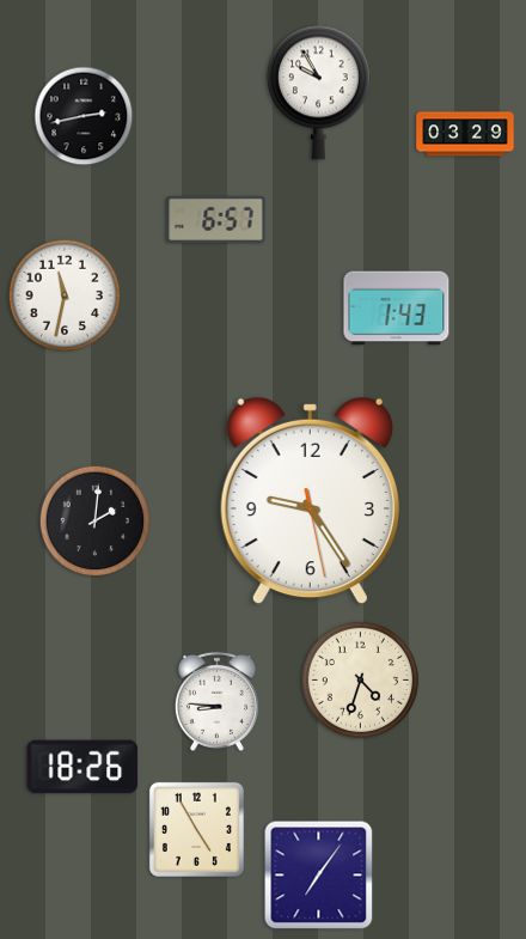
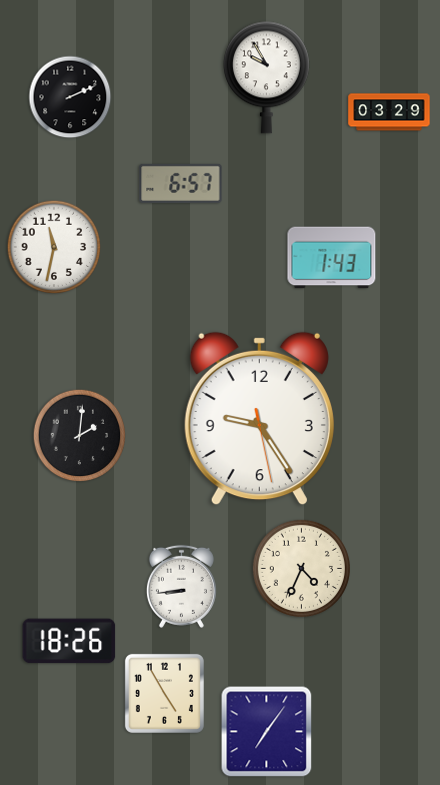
clock at (84, 116): 2:43 -> 2:11
clock at (360, 679): 4:33 -> 4:34
clock at (216, 701): 8:46 -> 8:44
